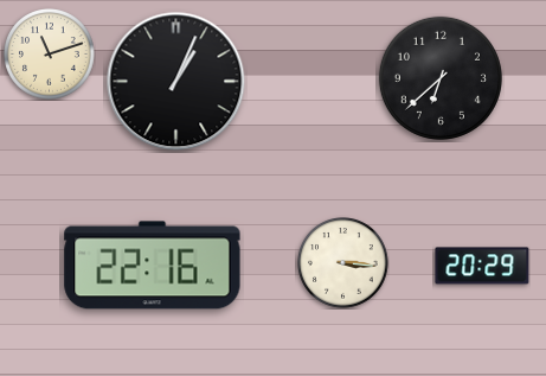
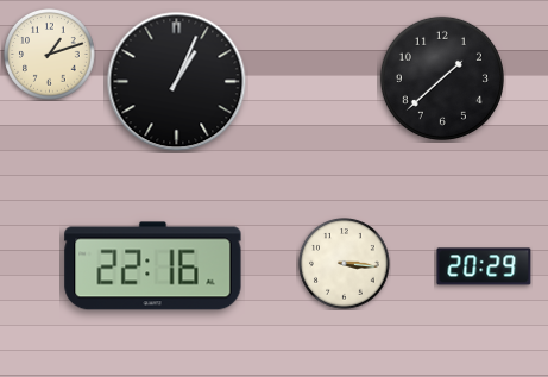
clock at (50, 55): 11:12 -> 1:12
clock at (441, 78): 6:38 -> 1:38
